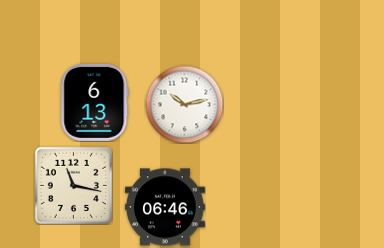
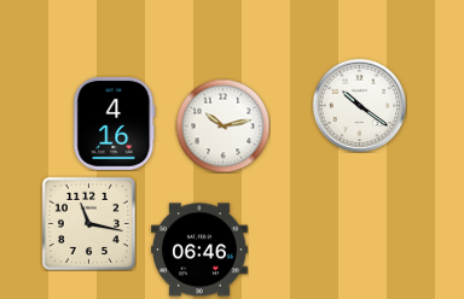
clock at (359, 105): none -> 10:21
clock at (95, 102): 6:13 -> 4:16
